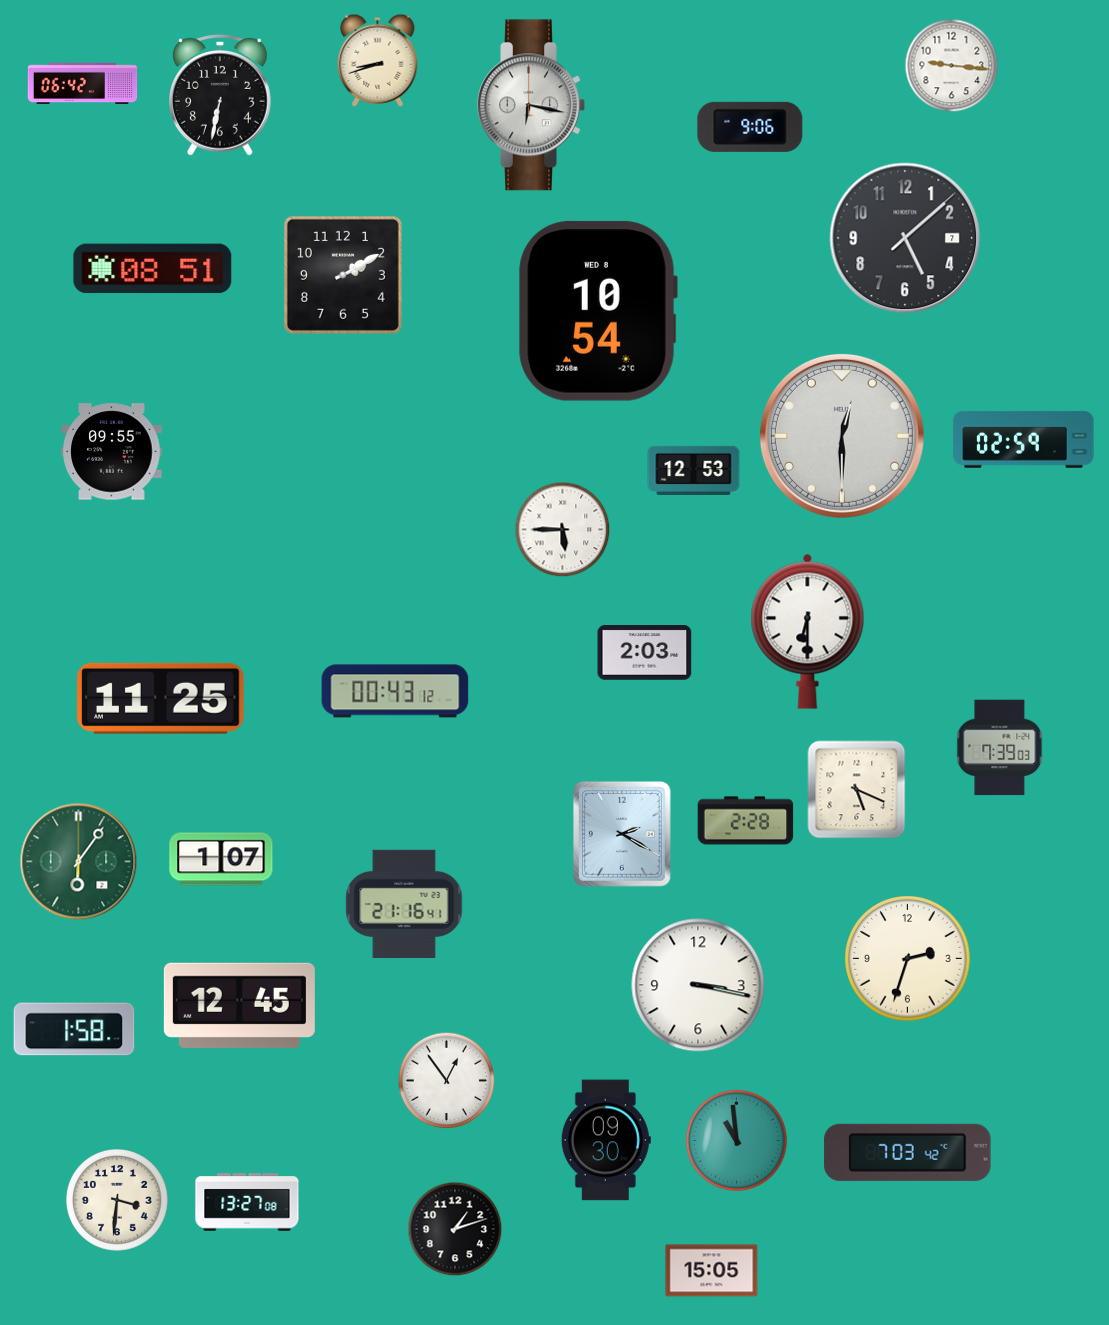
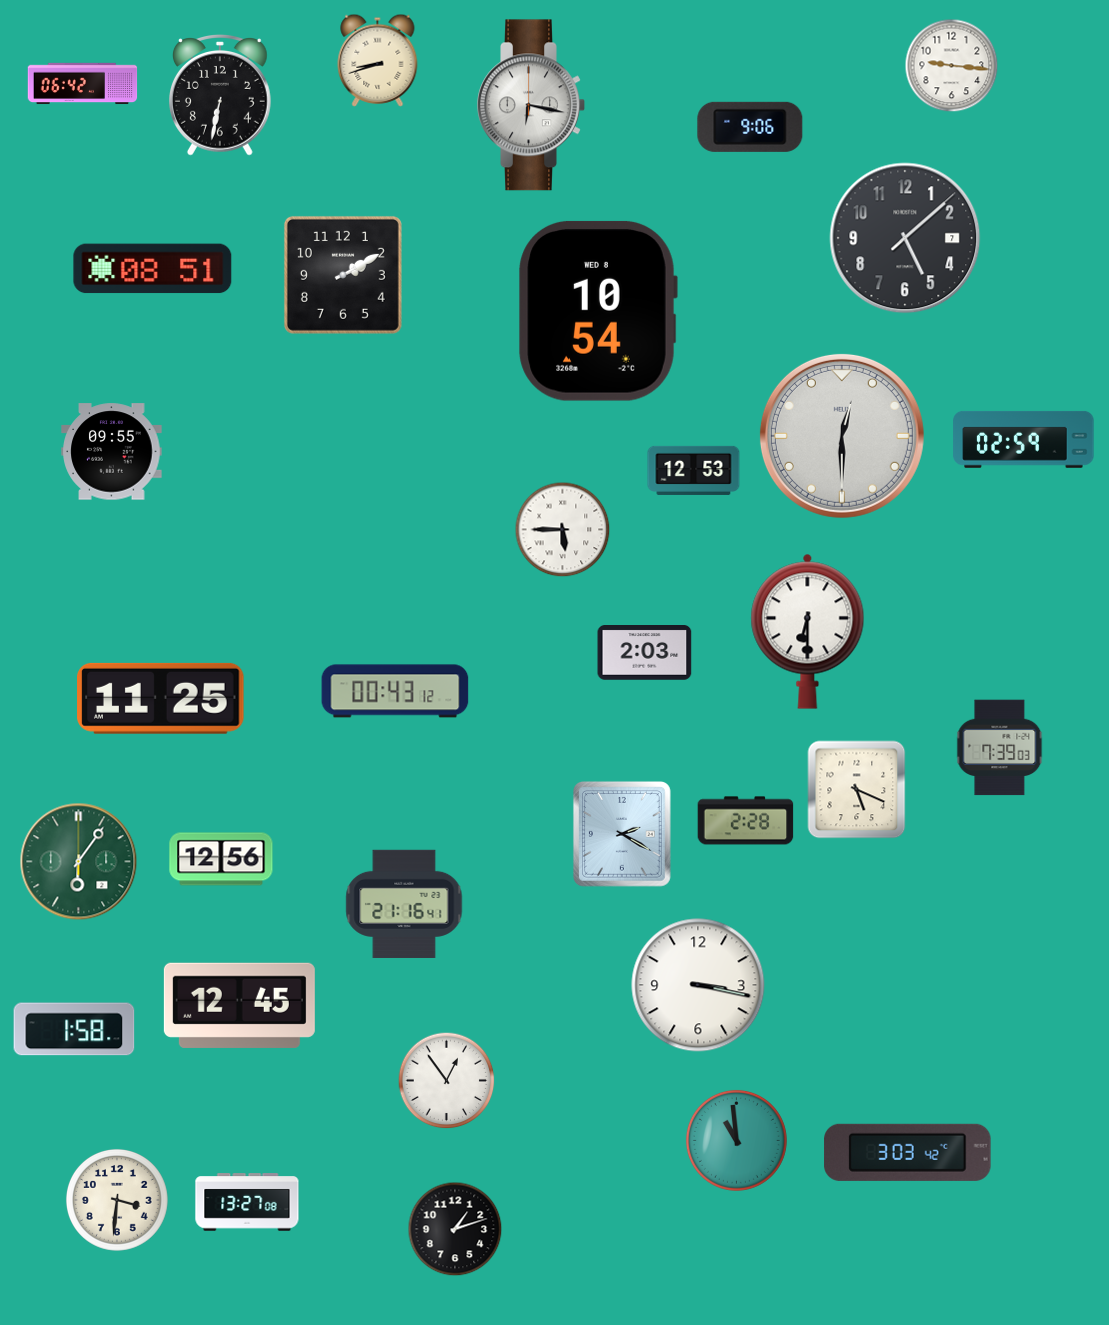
clock at (221, 859): 1:07 -> 12:56
clock at (908, 959): 2:33 -> none
clock at (606, 1140): 09:30 -> none
clock at (908, 1152): 7:03 -> 3:03
clock at (712, 1271): 15:05 -> none
